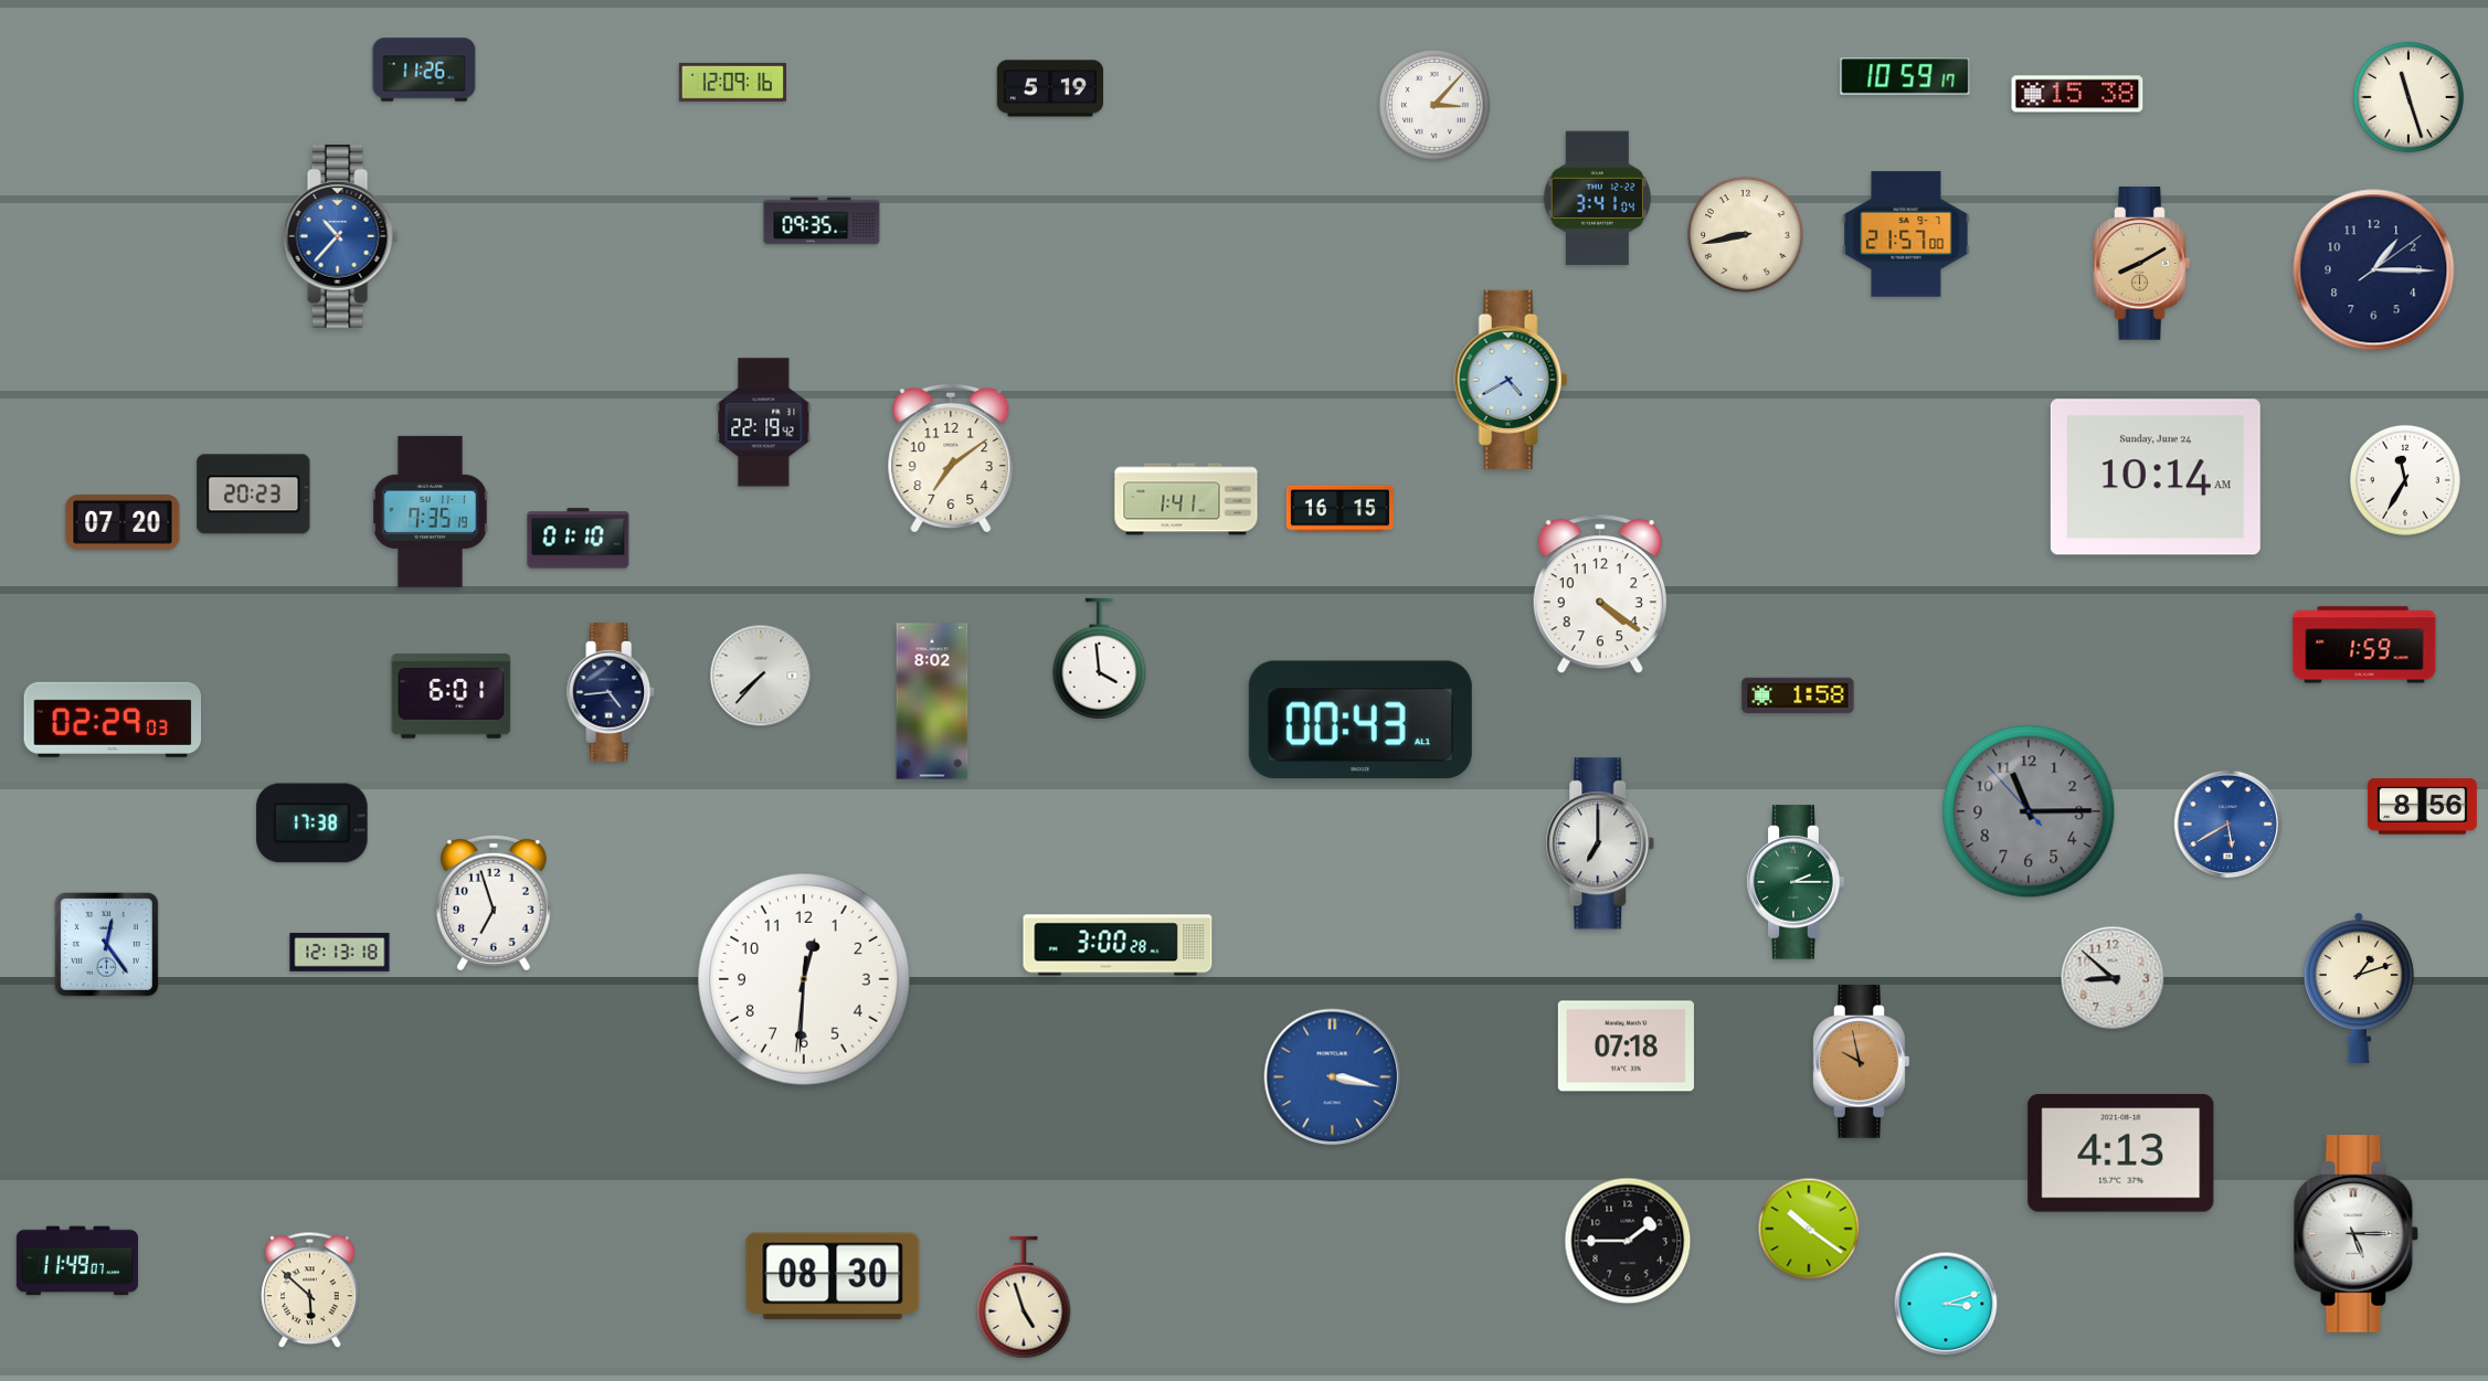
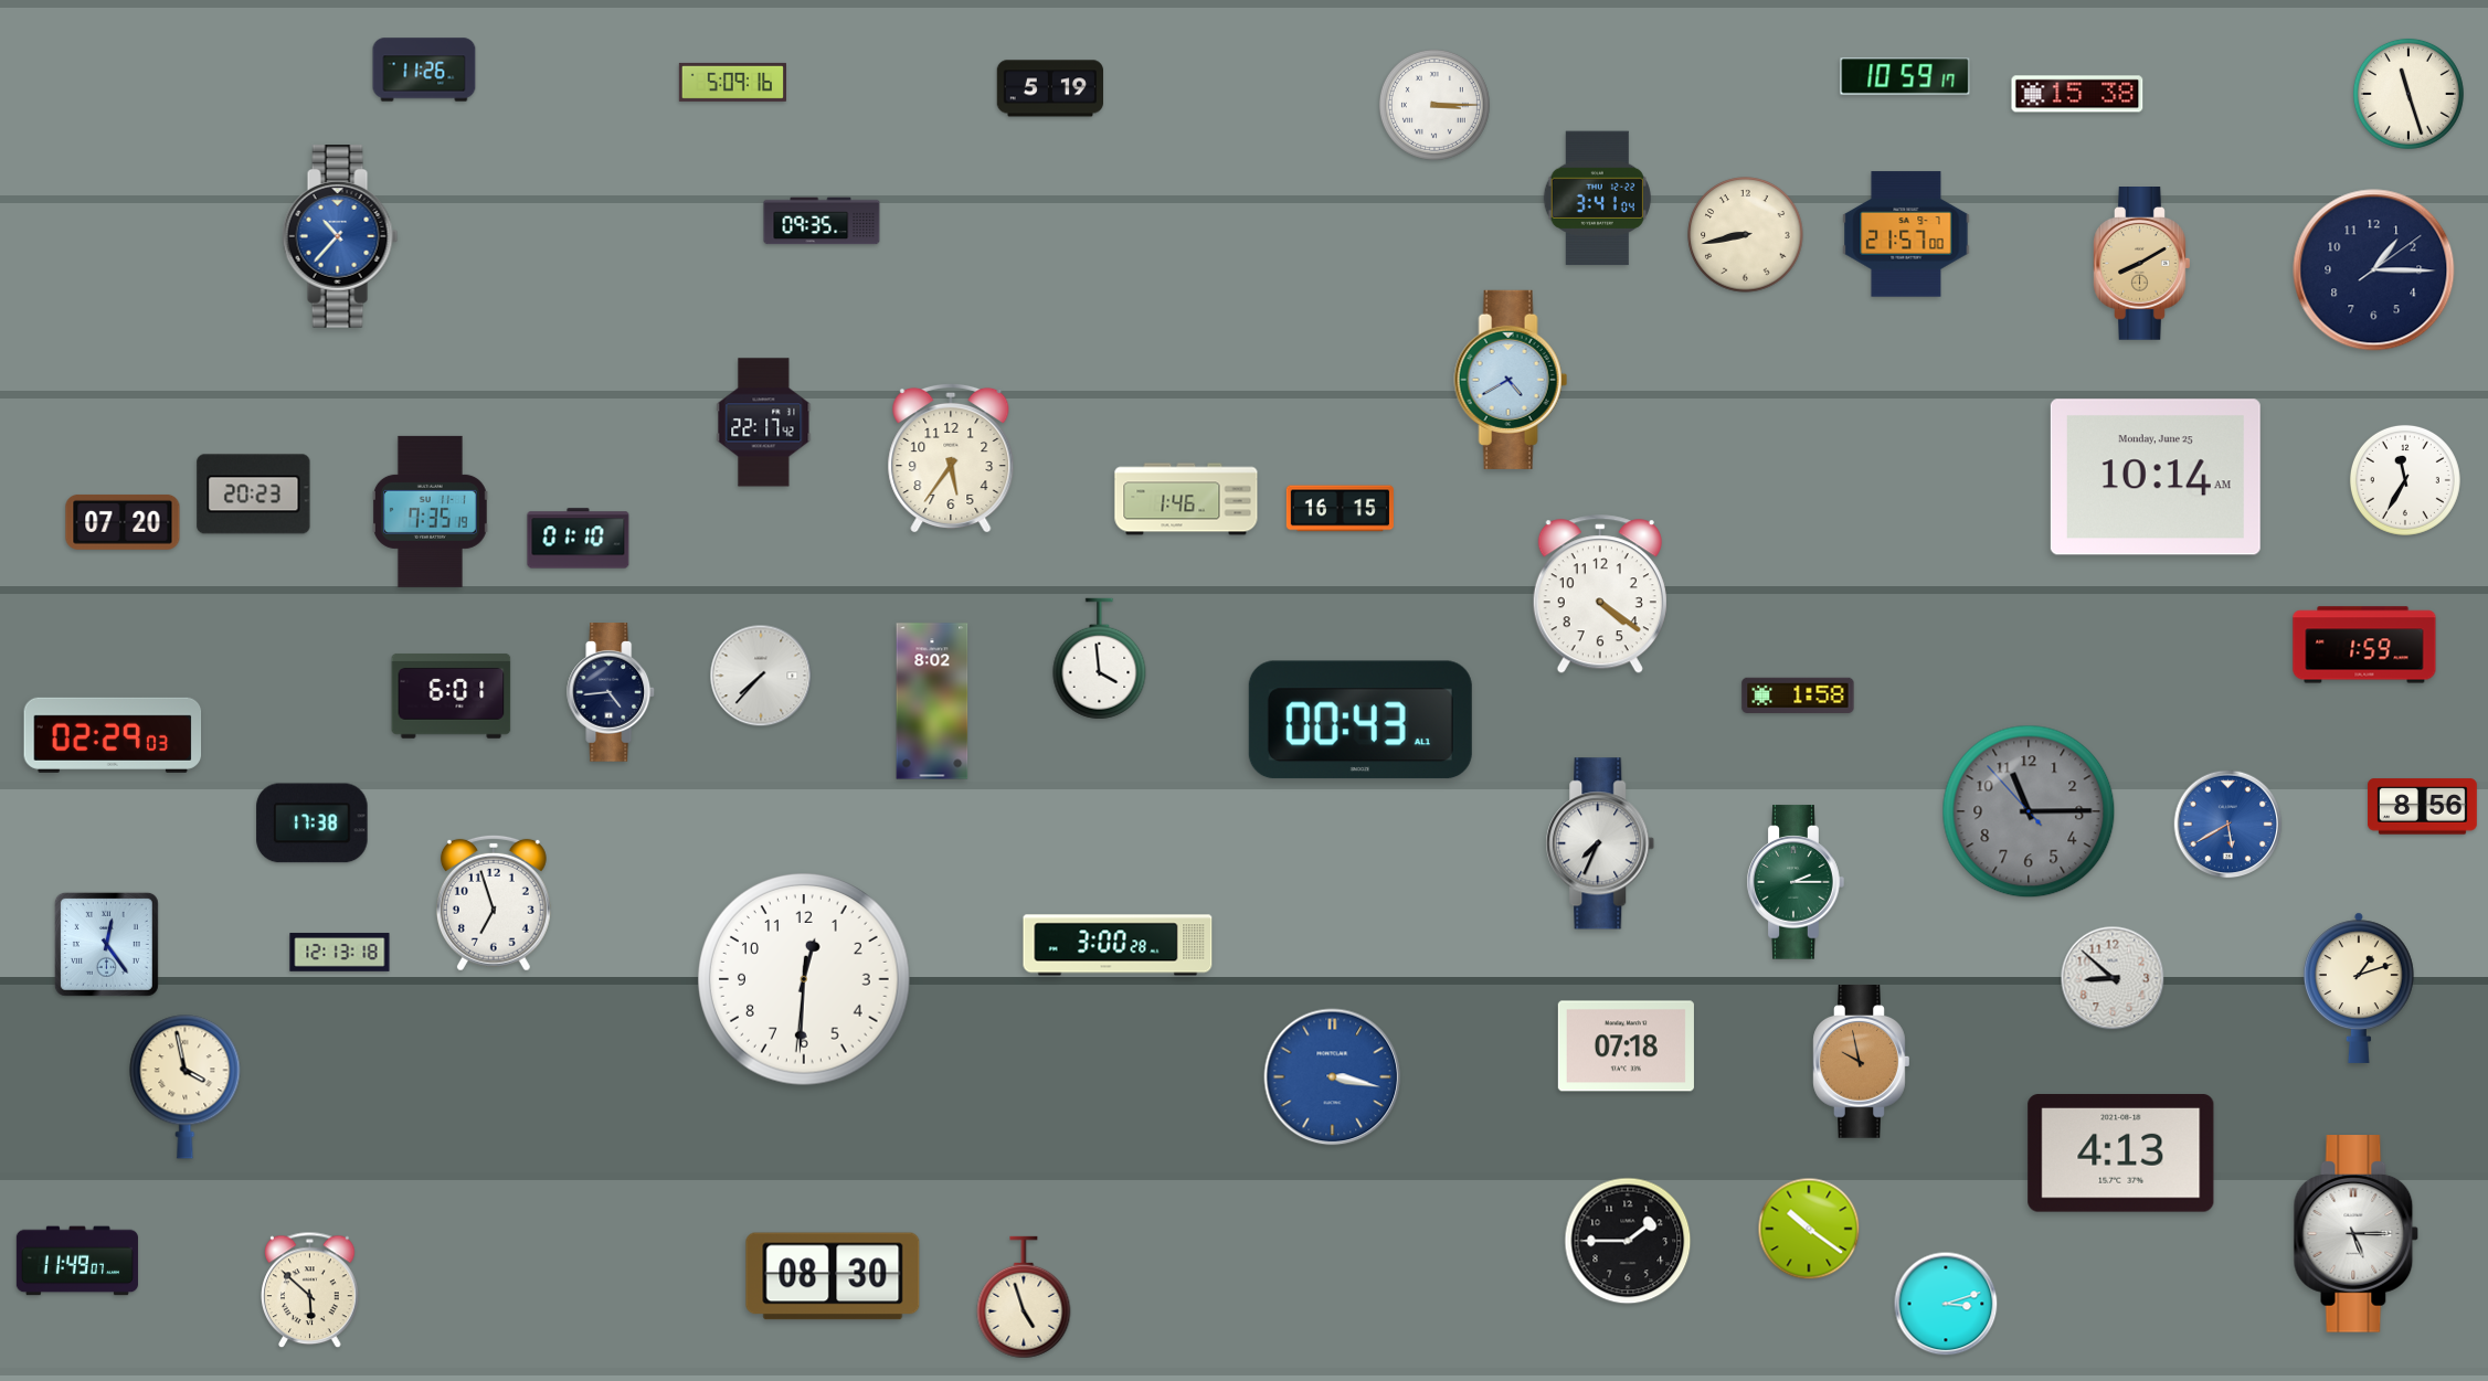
clock at (732, 82): 12:09 -> 5:09
clock at (2408, 97) position: (2408, 97) -> (2408, 94)
clock at (1434, 105): 3:07 -> 3:15
clock at (764, 423): 22:19 -> 22:17
clock at (951, 458): 7:09 -> 5:36
clock at (2156, 477) date: Sunday, June 24 -> Monday, June 25
clock at (1186, 499): 1:41 -> 1:46
clock at (113, 720) position: (113, 720) -> (113, 735)
clock at (1600, 843): 7:00 -> 7:34
clock at (186, 1087): none -> 3:58
